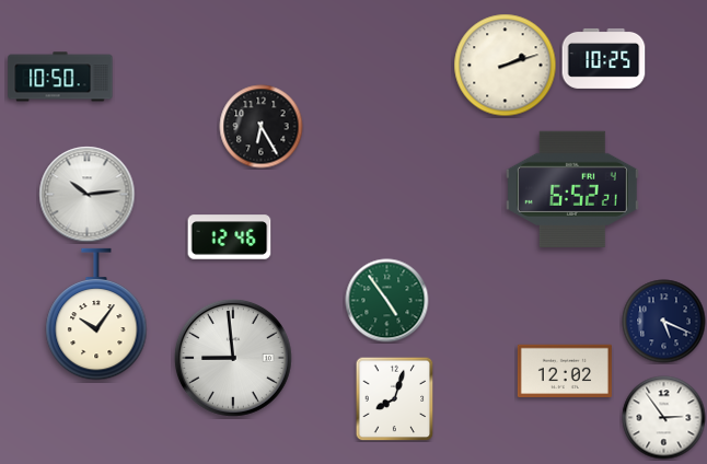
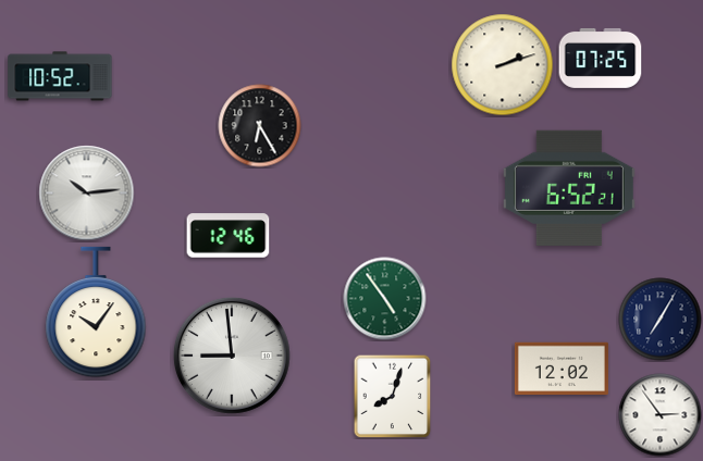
clock at (604, 58): 10:25 -> 07:25
clock at (60, 77): 10:50 -> 10:52
clock at (664, 322): 5:19 -> 7:05
